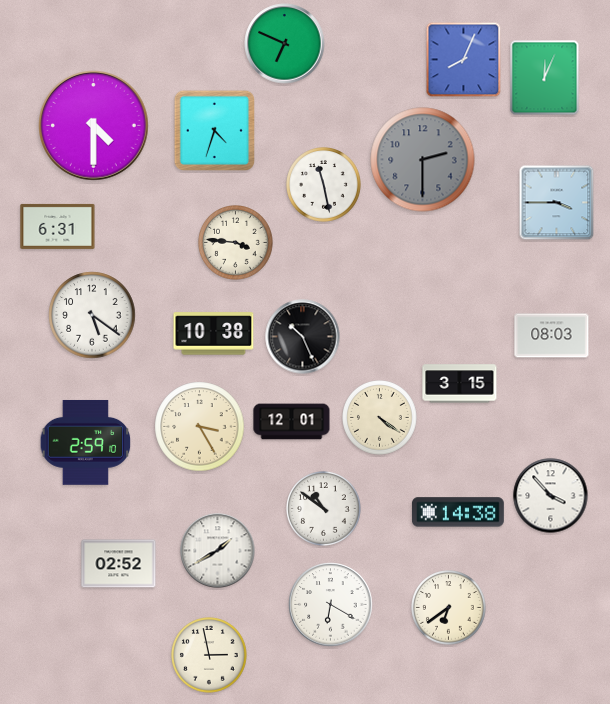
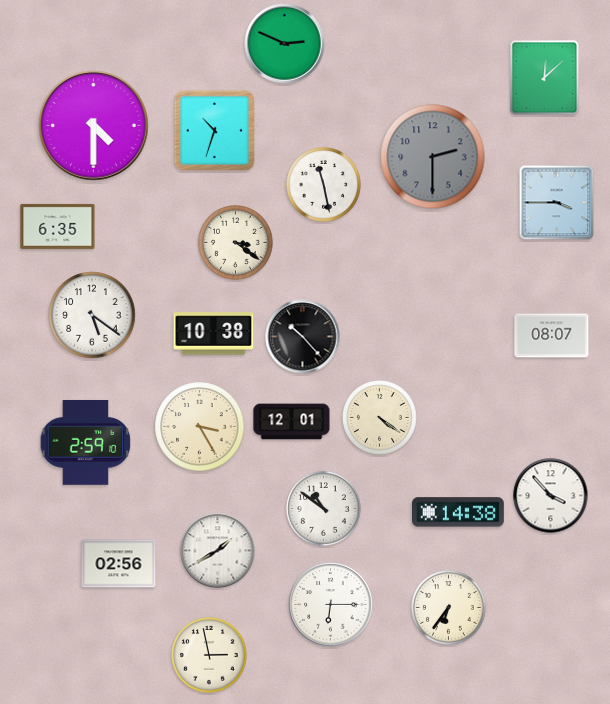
clock at (285, 44): 6:49 -> 2:49
clock at (464, 60): 8:04 -> none
clock at (545, 78): 12:04 -> 12:08
clock at (214, 130): 4:33 -> 10:33
clock at (423, 160) position: (423, 160) -> (433, 157)
clock at (58, 226): 6:31 -> 6:35
clock at (236, 243): 3:46 -> 3:21
clock at (552, 336): 08:03 -> 08:07
clock at (303, 337): 10:26 -> 10:23
clock at (460, 384): 3:15 -> none
clock at (119, 564): 02:52 -> 02:56
clock at (331, 605): 6:20 -> 6:15
clock at (449, 608): 6:39 -> 6:36
